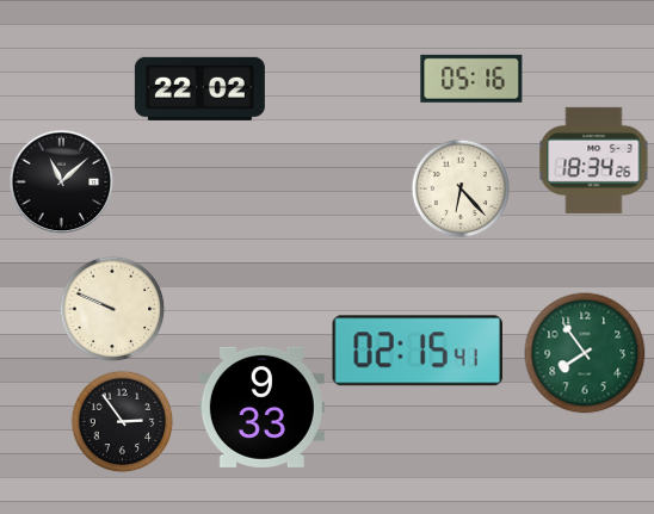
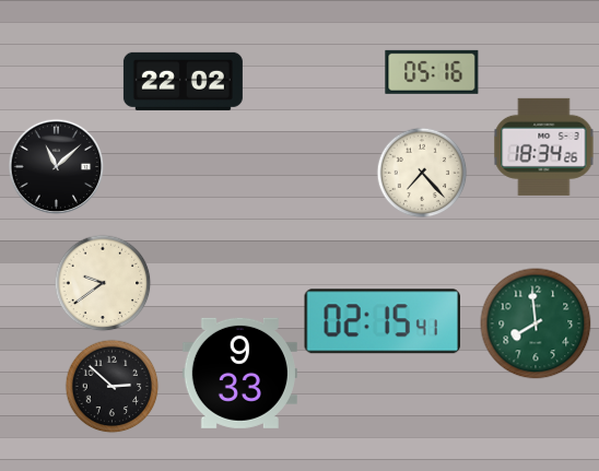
clock at (461, 188): 6:23 -> 7:23
clock at (112, 309): 9:49 -> 9:39
clock at (585, 353): 7:54 -> 7:59
clock at (122, 421): 2:54 -> 2:52
